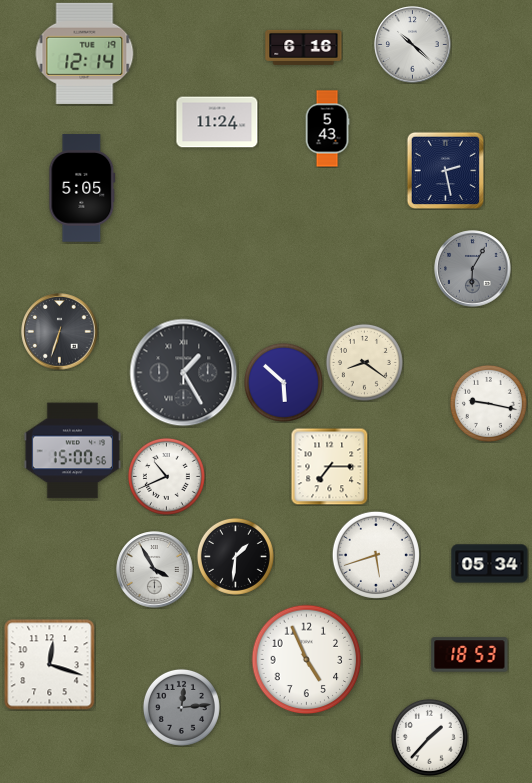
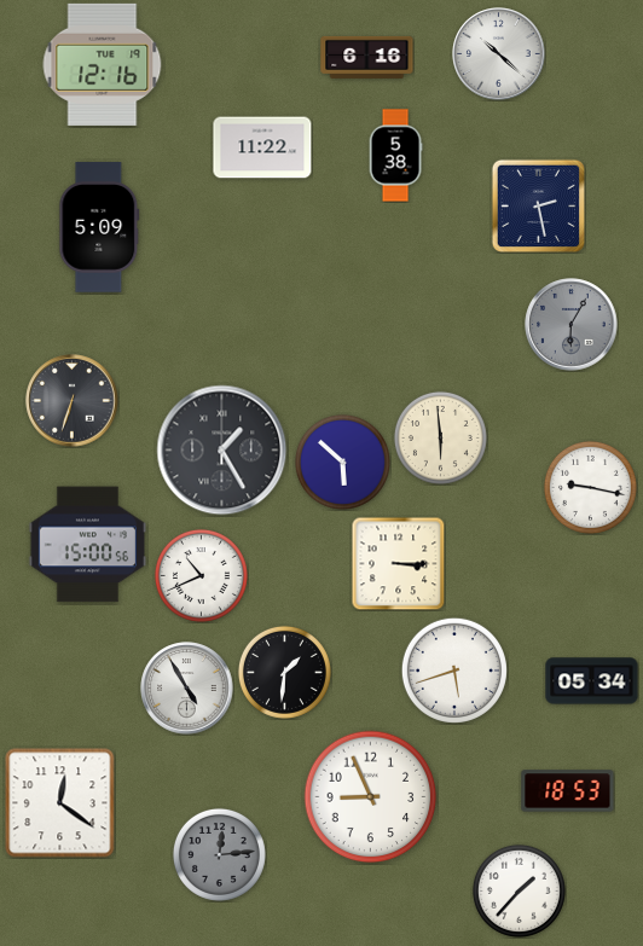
clock at (85, 53): 12:14 -> 12:16
clock at (217, 122): 11:24 -> 11:22
clock at (327, 129): 5:43 -> 5:38
clock at (82, 188): 5:05 -> 5:09
clock at (364, 362): 8:21 -> 5:59
clock at (329, 466): 7:15 -> 3:15
clock at (155, 570): 3:55 -> 4:55
clock at (307, 660): 4:56 -> 8:56
clock at (50, 665): 12:18 -> 12:21
